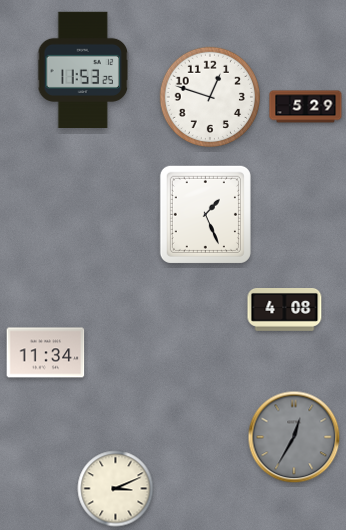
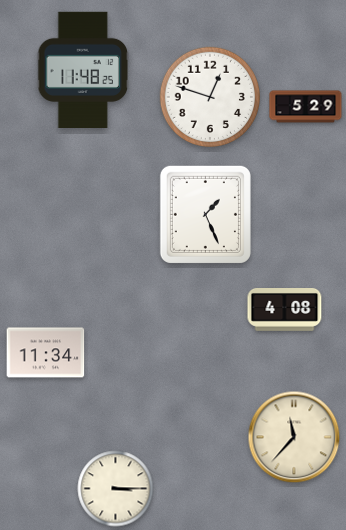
clock at (82, 69): 11:53 -> 11:48
clock at (294, 437): 12:35 -> 11:37
clock at (294, 437) dial: grey -> cream
clock at (116, 489): 3:11 -> 3:15
